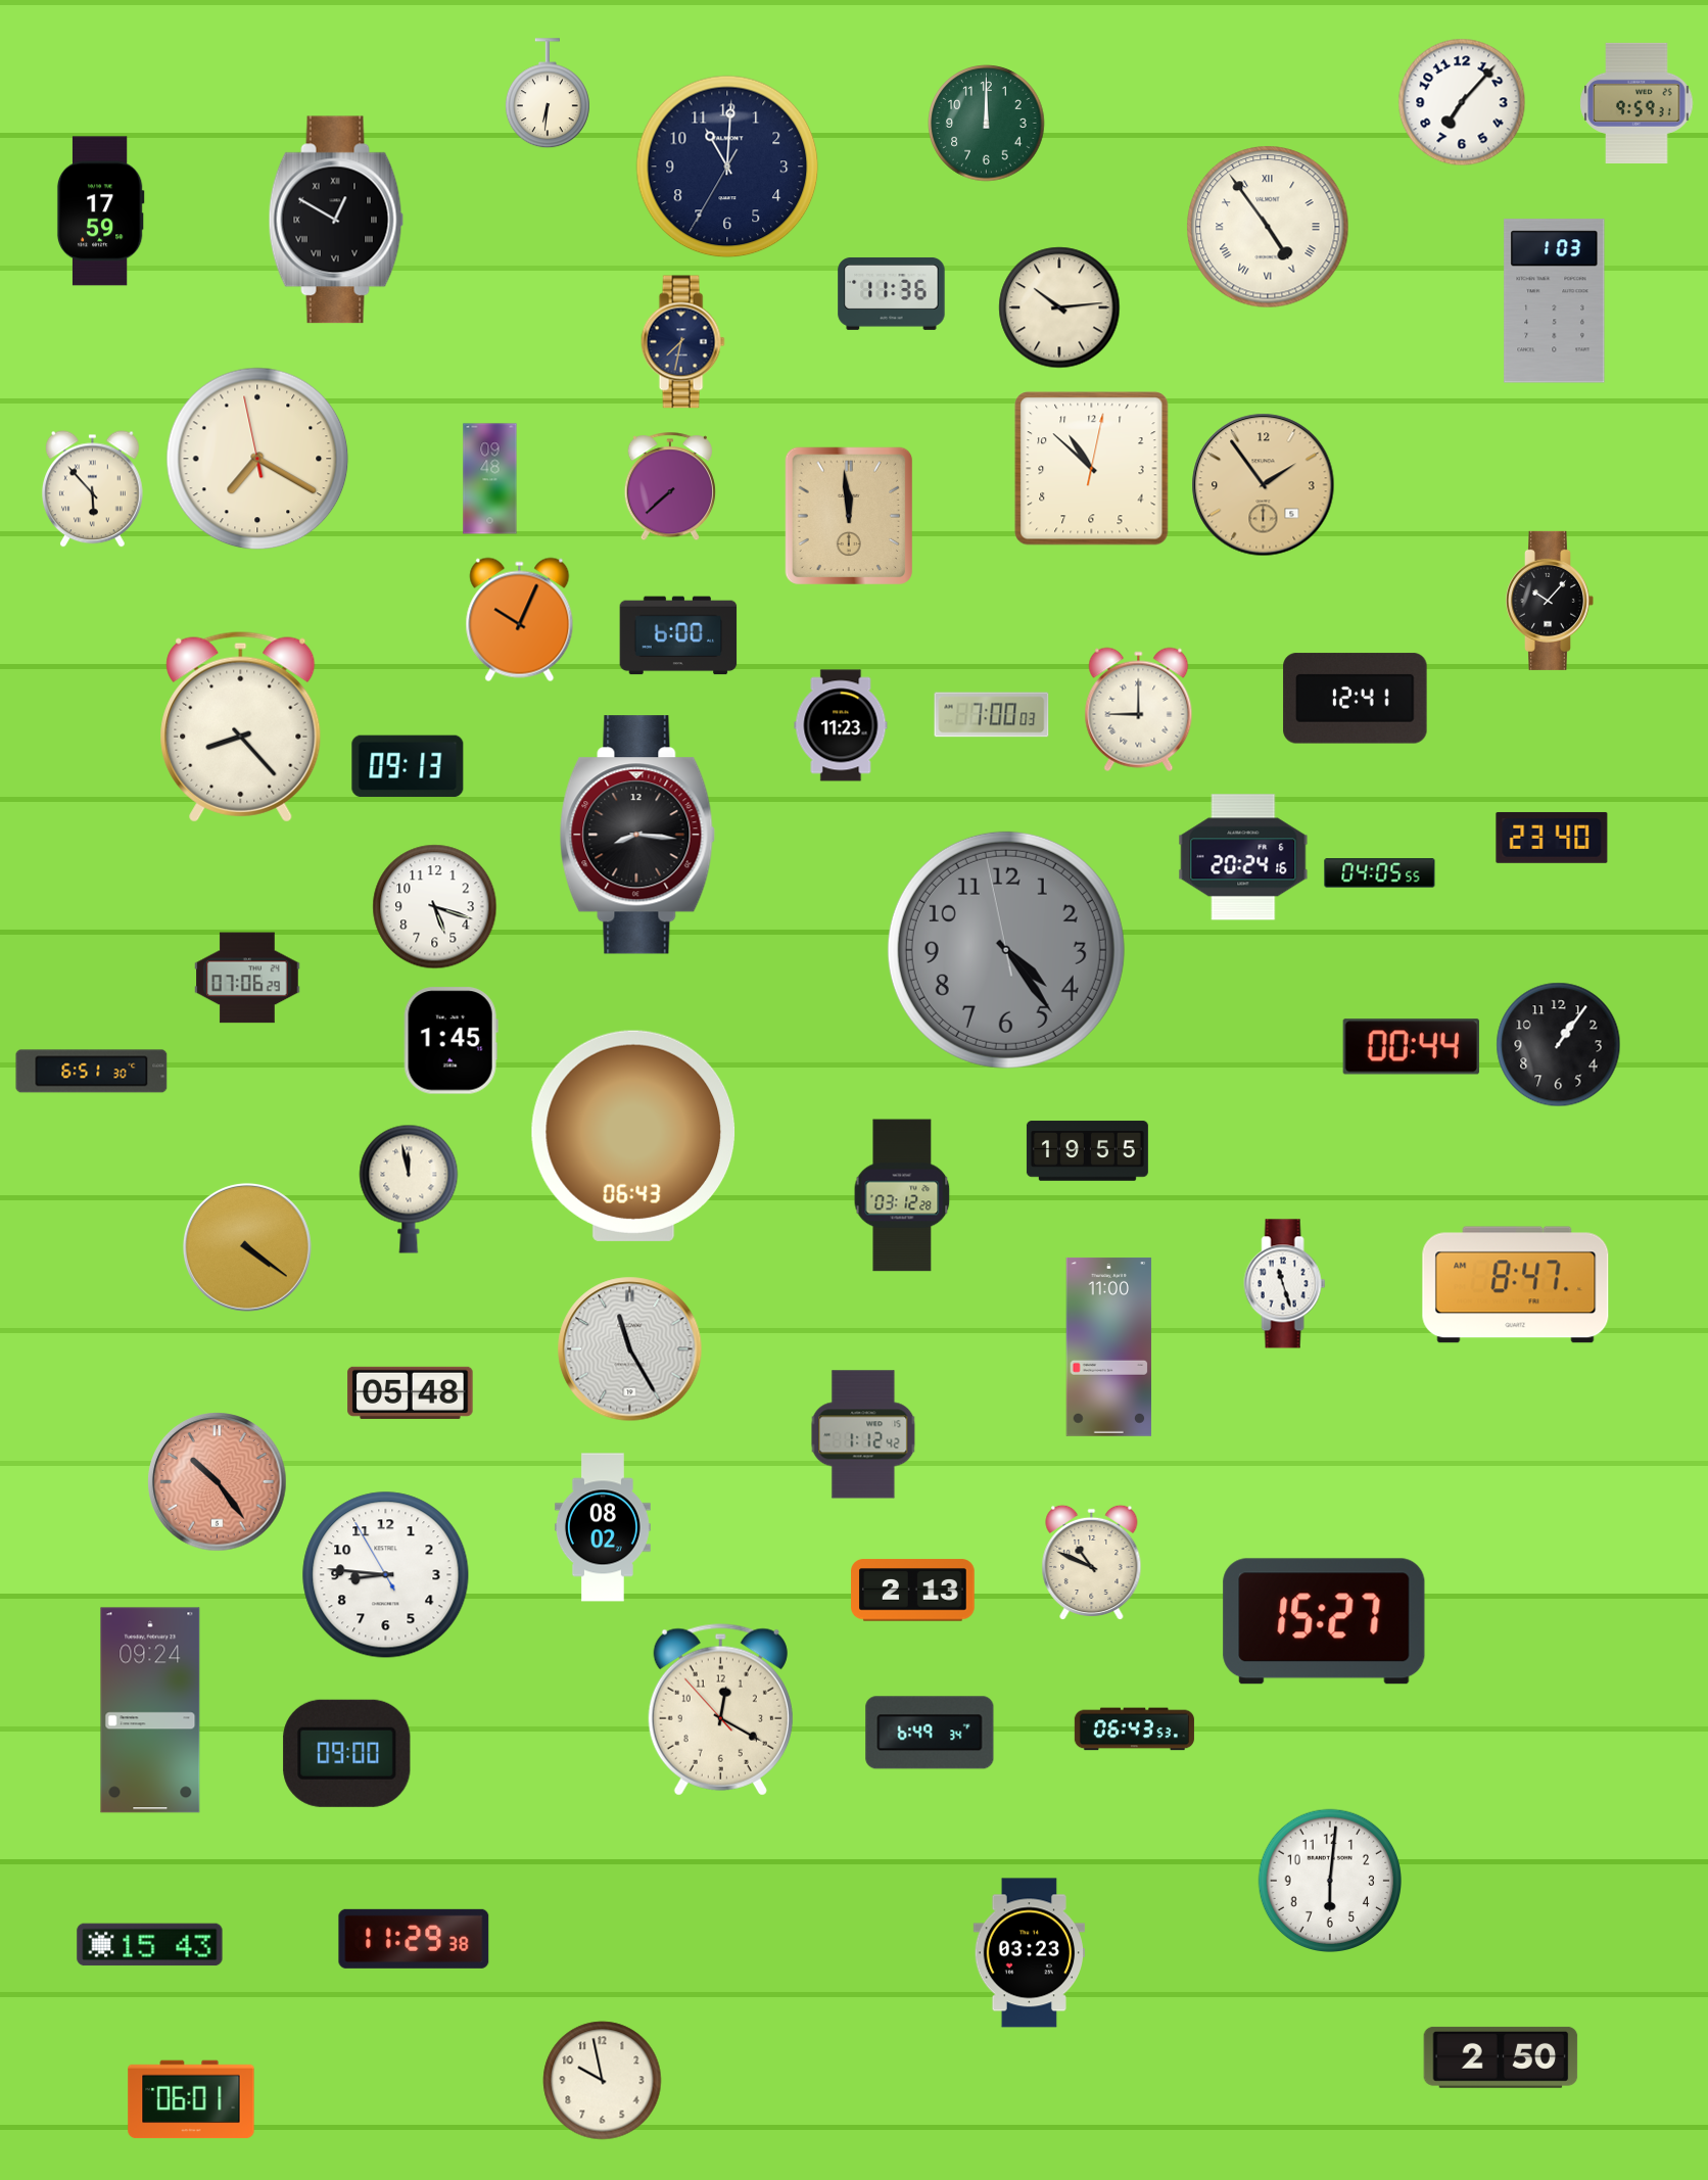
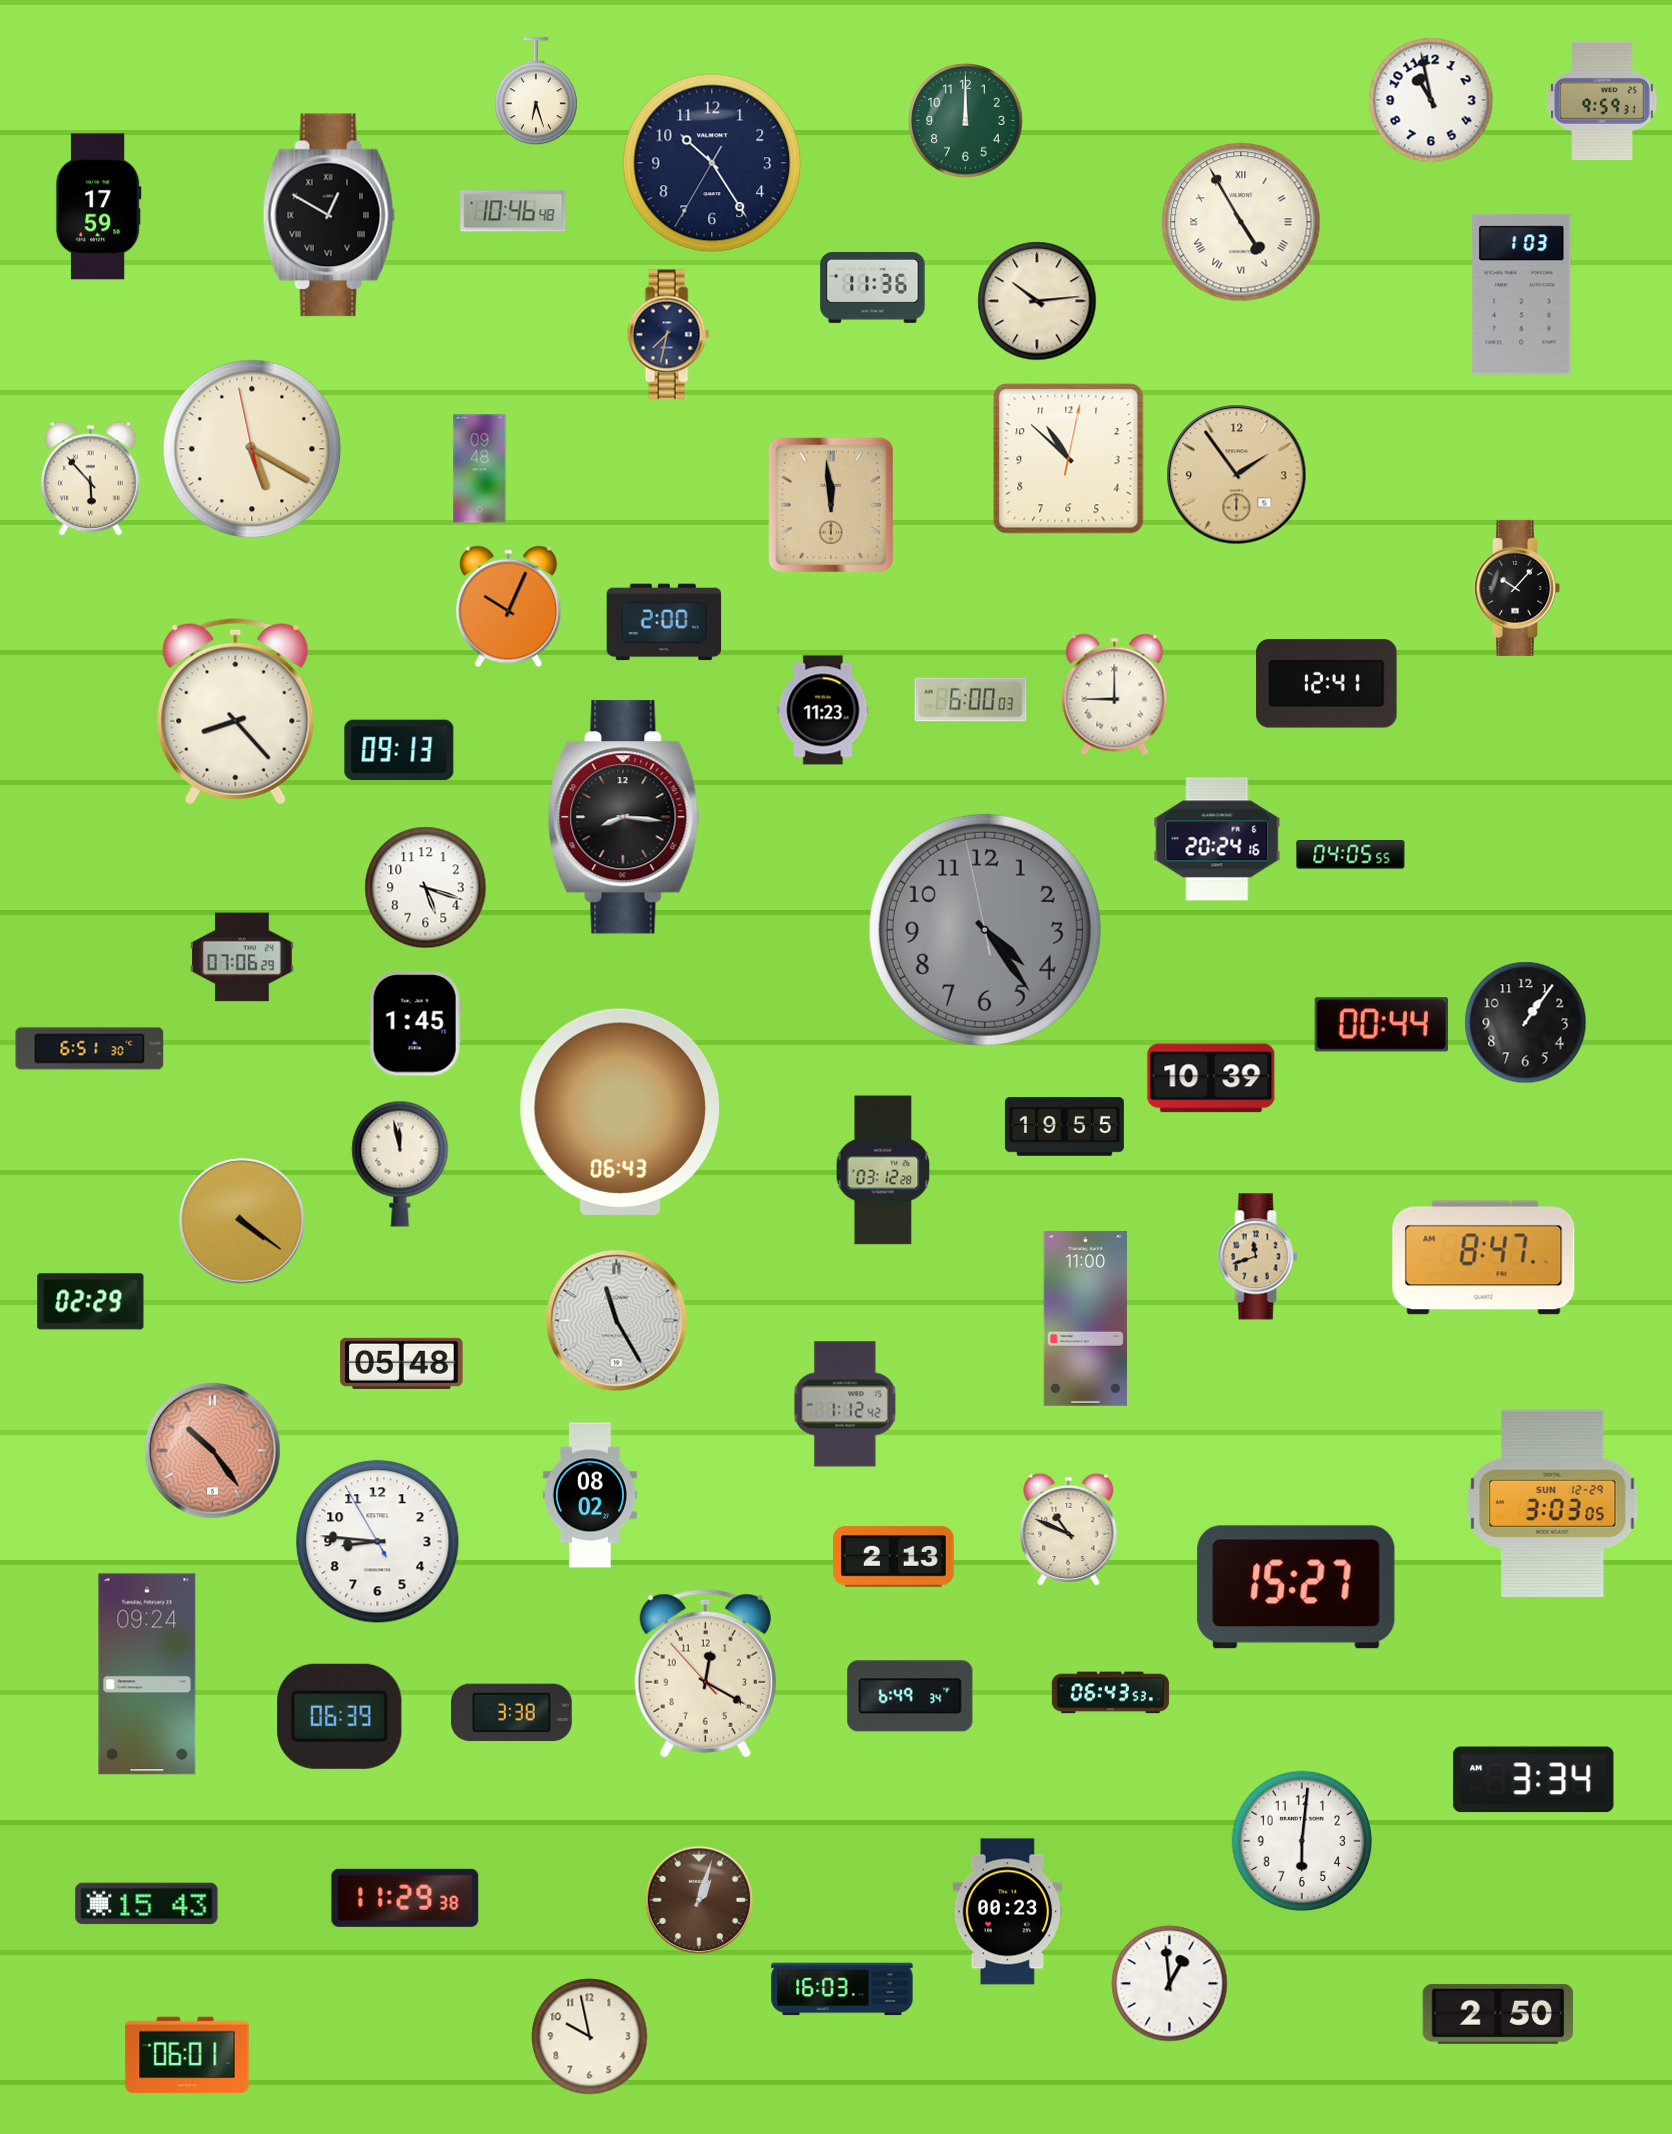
clock at (548, 94): 6:31 -> 6:27
clock at (1462, 102): 7:07 -> 10:58
clock at (727, 167): 11:00 -> 10:24
clock at (513, 211): none -> 10:46
clock at (1268, 227): 4:54 -> 4:55
clock at (257, 459): 7:19 -> 5:19
clock at (670, 487): 7:38 -> none
clock at (678, 635): 6:00 -> 2:00
clock at (992, 715): 7:00 -> 6:00
clock at (1552, 838): 23:40 -> none
clock at (450, 1041) position: (450, 1041) -> (415, 1024)
clock at (1211, 1078): none -> 10:39
clock at (1285, 1284): 11:27 -> 11:42
clock at (1285, 1284) dial: white -> champagne
clock at (91, 1302): none -> 02:29
clock at (1553, 1504): none -> 3:03
clock at (512, 1713): none -> 3:38
clock at (347, 1753): 09:00 -> 06:39
clock at (1534, 1780): none -> 3:34
clock at (699, 1900): none -> 1:03
clock at (1030, 1953): 03:23 -> 00:23
clock at (1170, 1984): none -> 12:59
clock at (842, 1989): none -> 16:03
clock at (1501, 2057) position: (1501, 2057) -> (1498, 2014)
